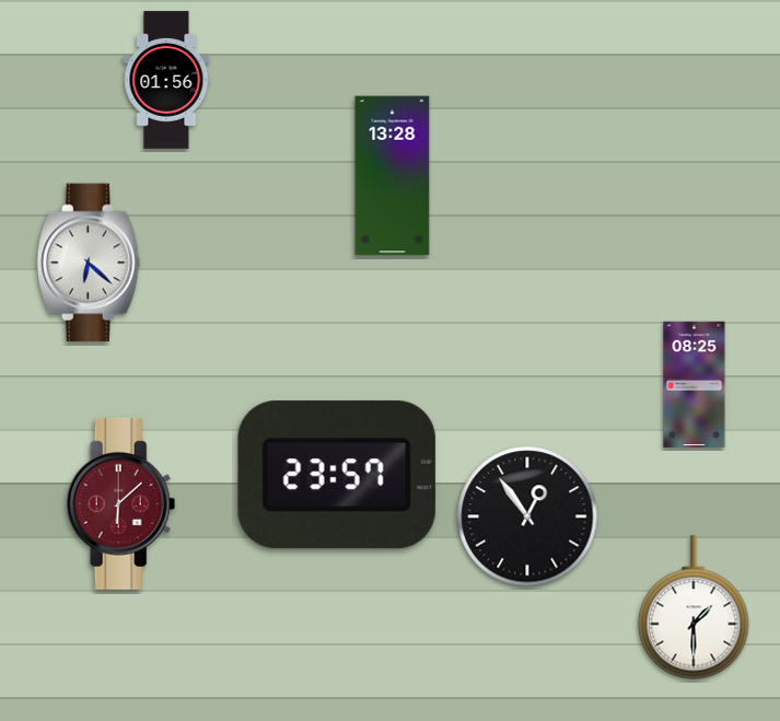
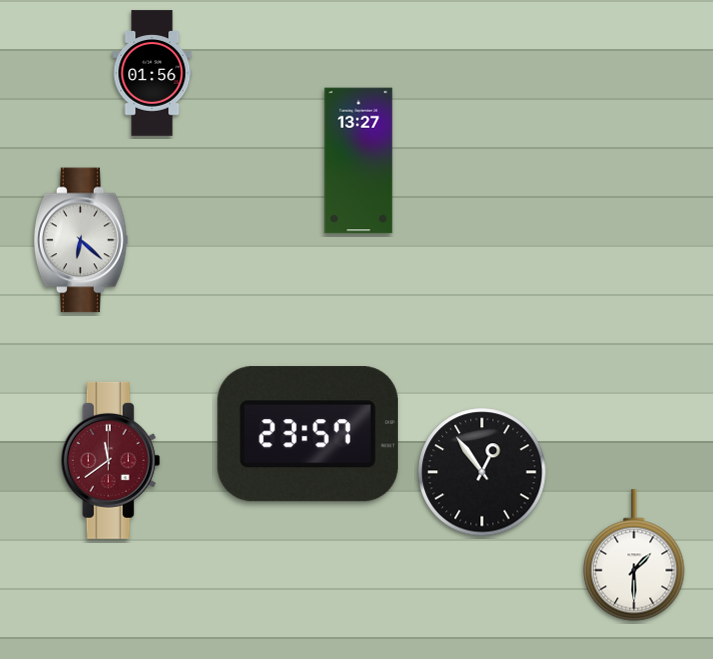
clock at (393, 176): 13:28 -> 13:27
clock at (695, 385): 08:25 -> none
clock at (121, 503): 6:08 -> 11:39
